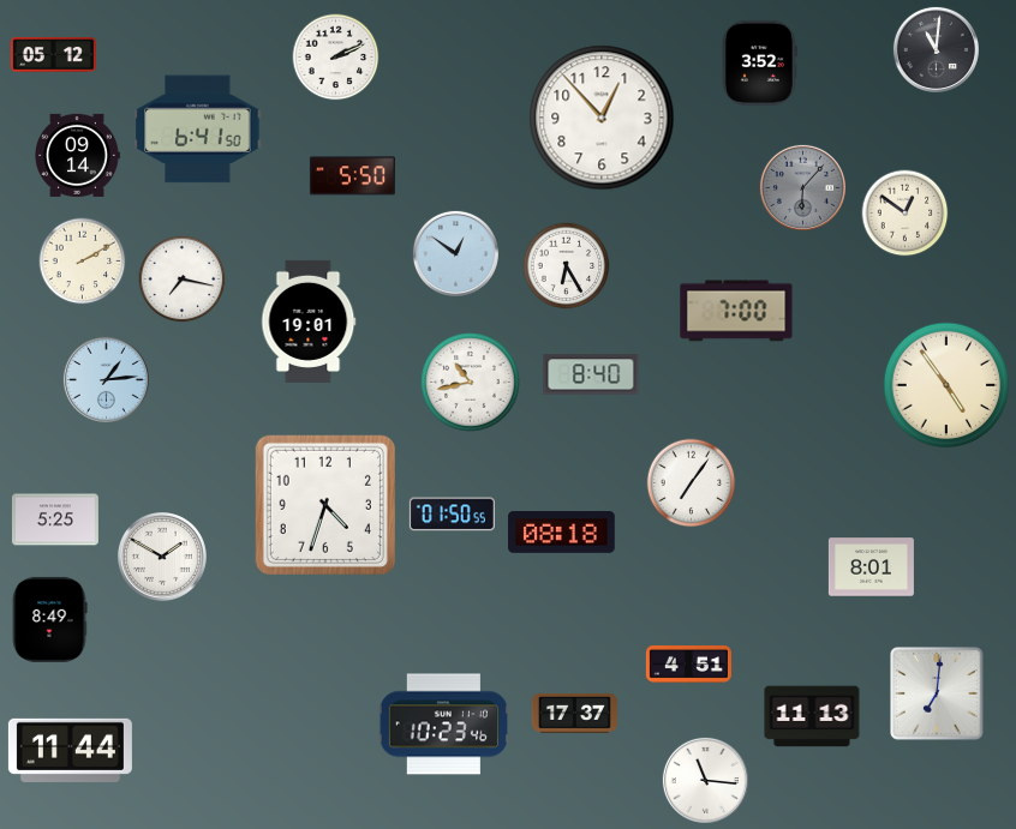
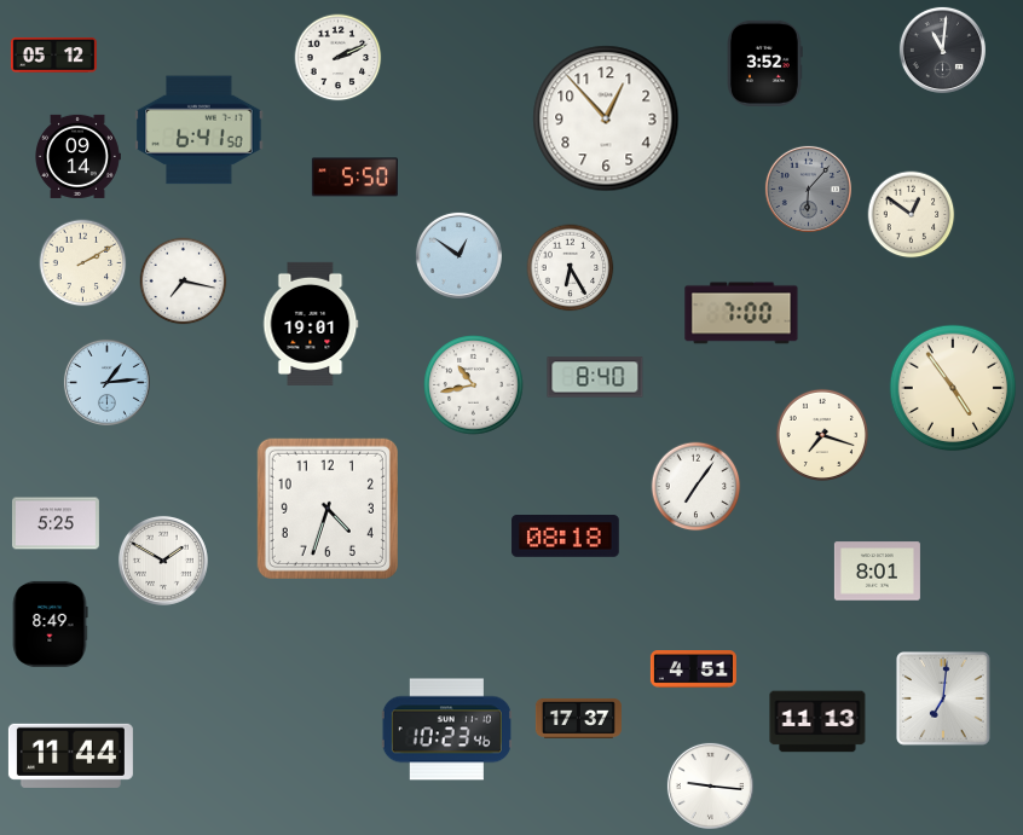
clock at (821, 434): none -> 7:18
clock at (452, 515): 01:50 -> none
clock at (705, 780): 11:16 -> 9:16
